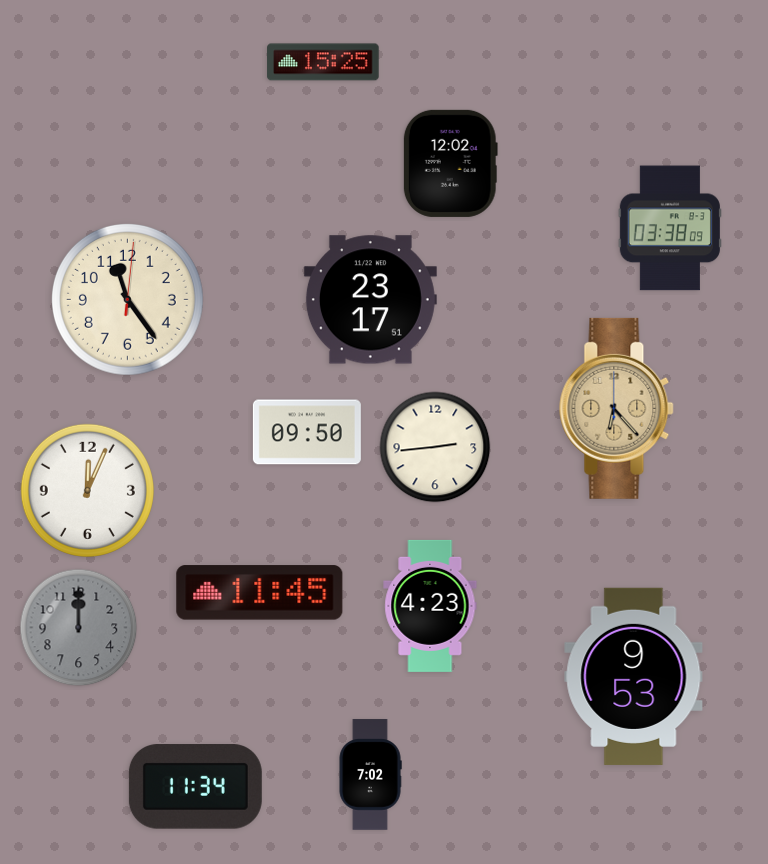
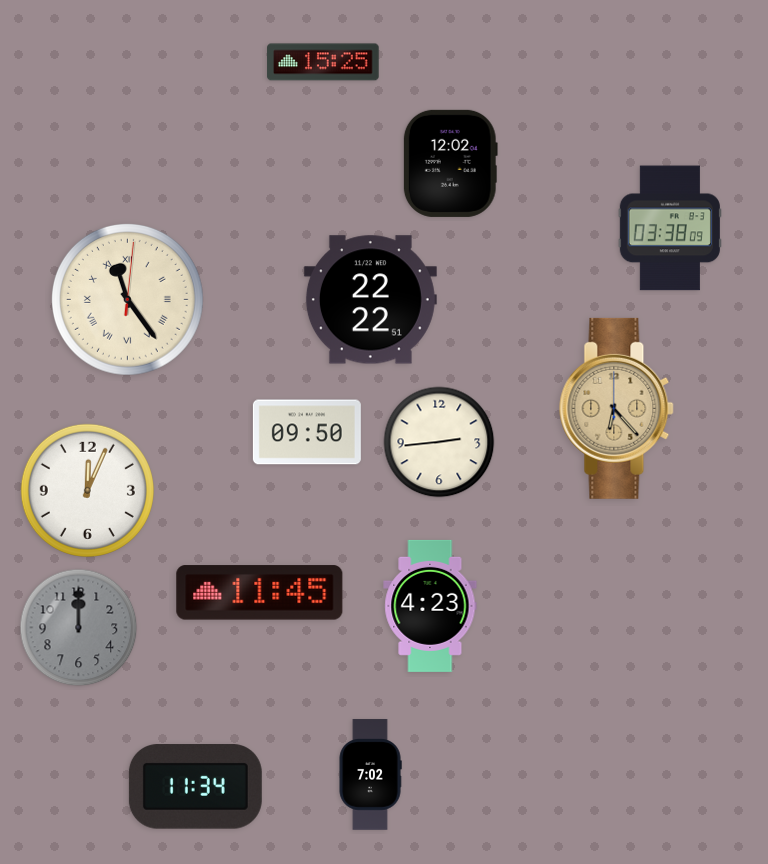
clock at (127, 299) numerals: Arabic -> Roman
clock at (370, 300): 23:17 -> 22:22
clock at (435, 447) position: (435, 447) -> (439, 442)
clock at (634, 676): 9:53 -> none
